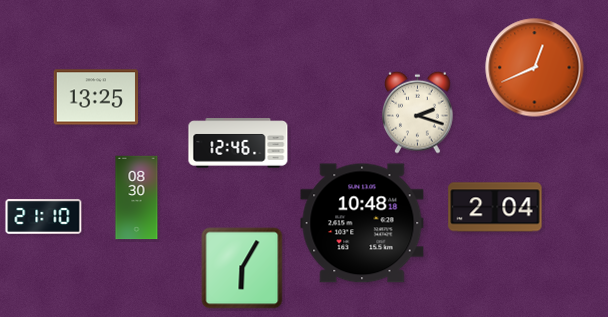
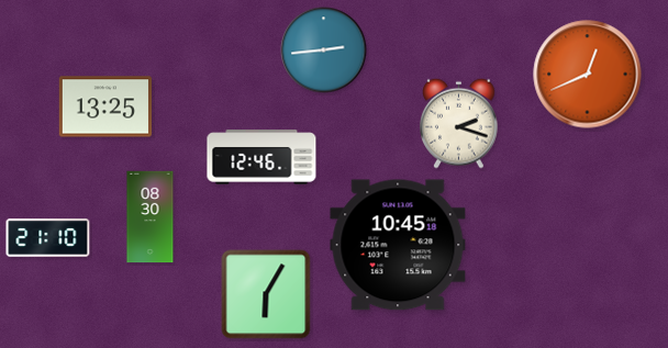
clock at (324, 50): none -> 2:44
clock at (495, 207): 2:04 -> none
clock at (362, 223): 10:48 -> 10:45
